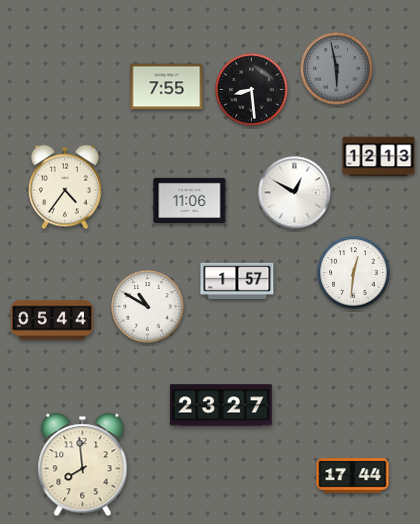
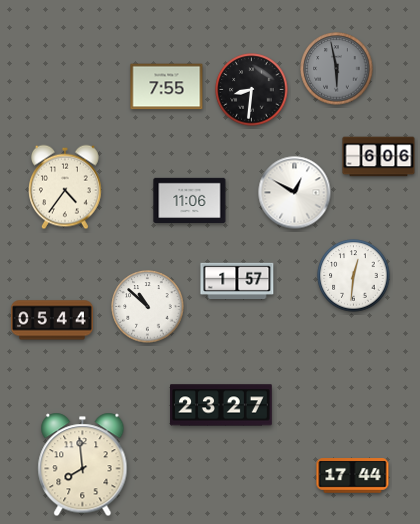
clock at (252, 90): 8:29 -> 8:31
clock at (379, 157): 12:13 -> 6:06
clock at (354, 273) position: (354, 273) -> (354, 276)
clock at (148, 307): 10:50 -> 10:52
